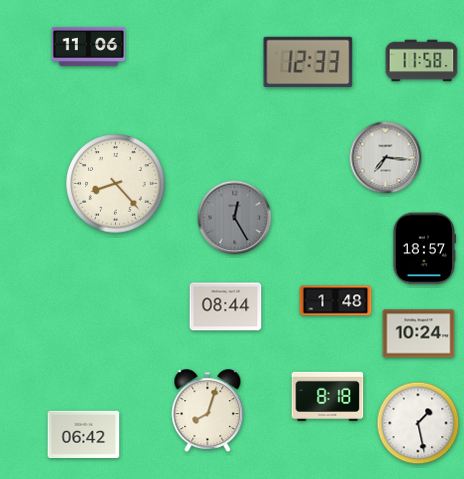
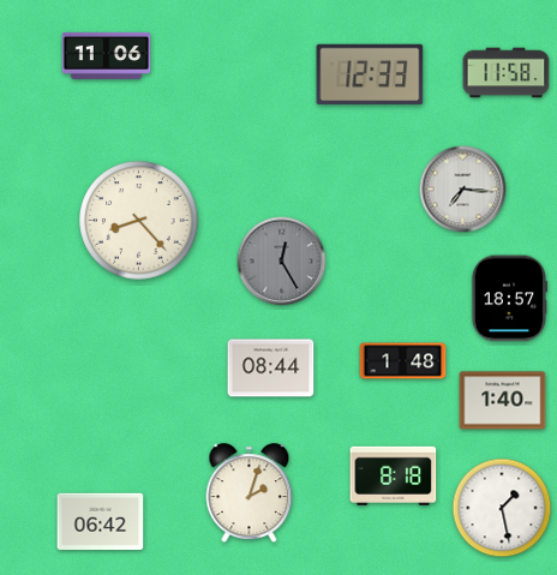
clock at (419, 334): 10:24 -> 1:40
clock at (208, 411): 8:03 -> 2:03
